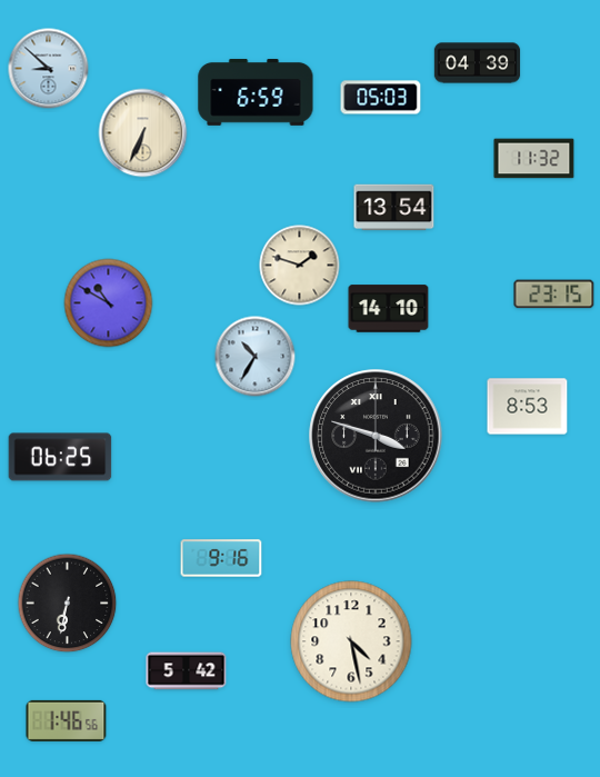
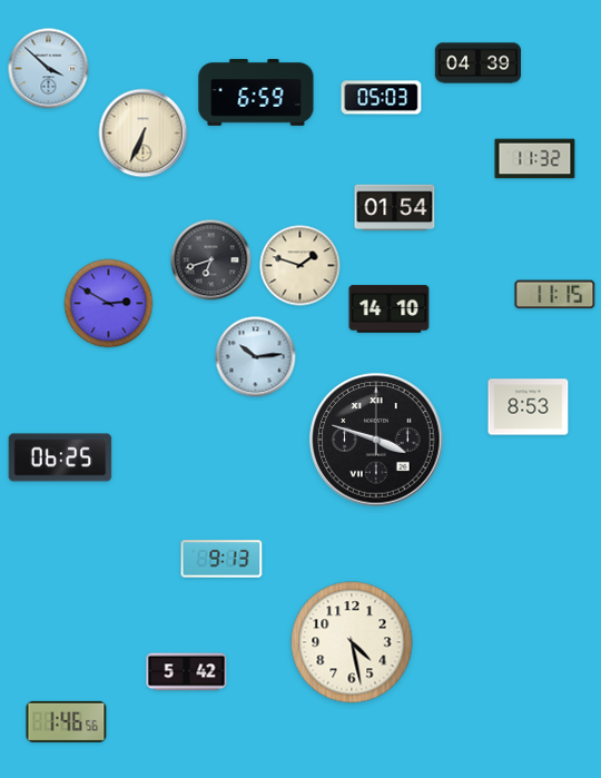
clock at (49, 69): 8:52 -> 3:52
clock at (394, 208): 13:54 -> 01:54
clock at (211, 260): none -> 6:42
clock at (554, 295): 23:15 -> 11:15
clock at (109, 303): 10:50 -> 2:50
clock at (256, 357): 10:35 -> 10:14
clock at (376, 436) position: (376, 436) -> (376, 440)
clock at (221, 558): 9:16 -> 9:13
clock at (68, 604): 6:32 -> none
